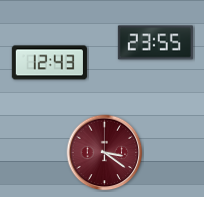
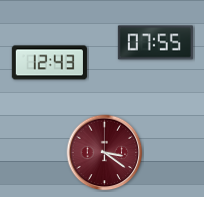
clock at (155, 43): 23:55 -> 07:55
